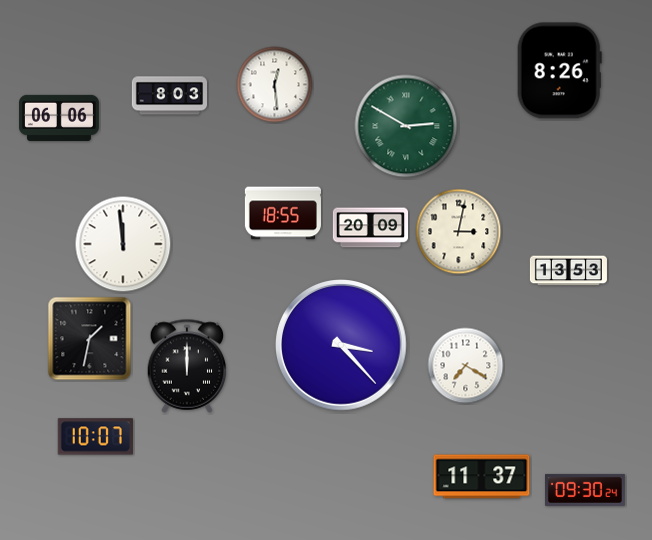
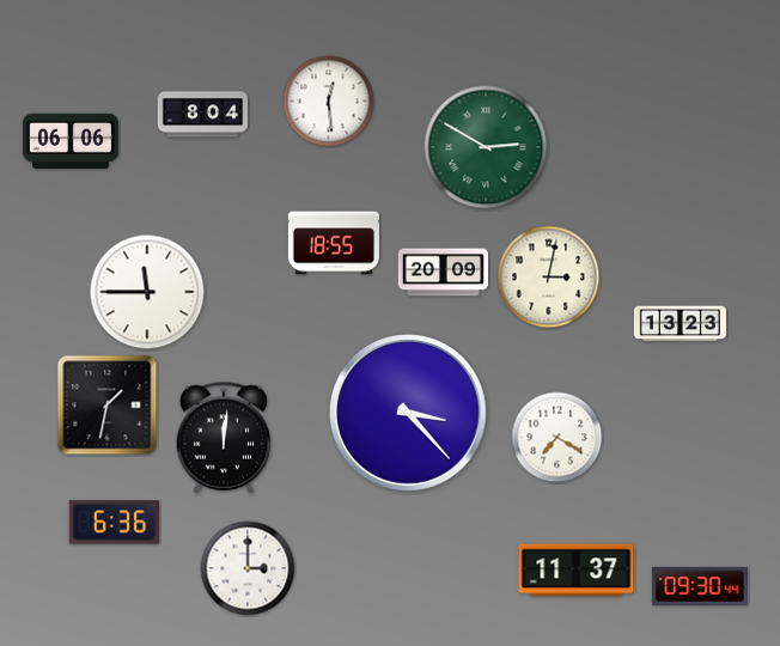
clock at (559, 71): 8:26 -> none
clock at (169, 96): 8:03 -> 8:04
clock at (406, 126) position: (406, 126) -> (486, 147)
clock at (283, 213) position: (283, 213) -> (334, 243)
clock at (123, 244): 11:59 -> 11:45
clock at (568, 271): 13:53 -> 13:23
clock at (187, 366): 12:00 -> 12:01
clock at (95, 437): 10:07 -> 6:36
clock at (248, 568): none -> 3:00
clock at (586, 490): 09:30:24 -> 09:30:44
